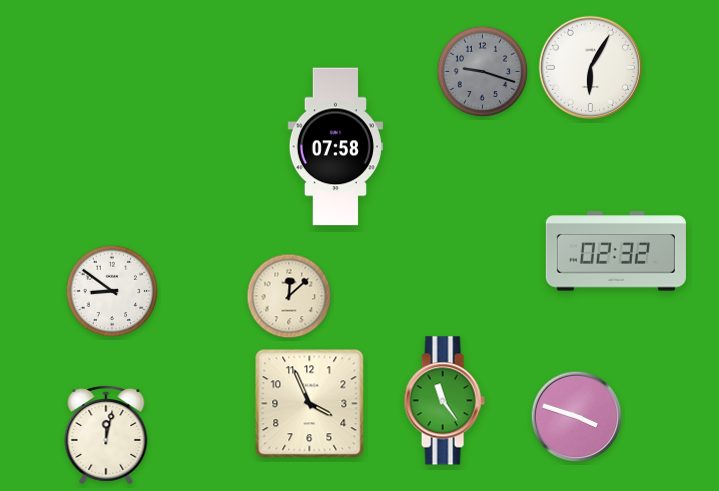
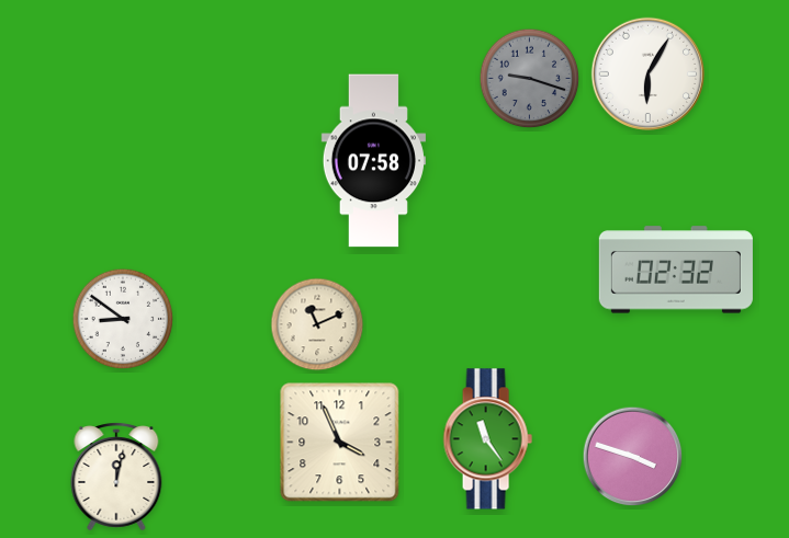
clock at (335, 147) position: (335, 147) -> (373, 161)
clock at (616, 251) position: (616, 251) -> (676, 270)
clock at (289, 296): 12:08 -> 11:11
